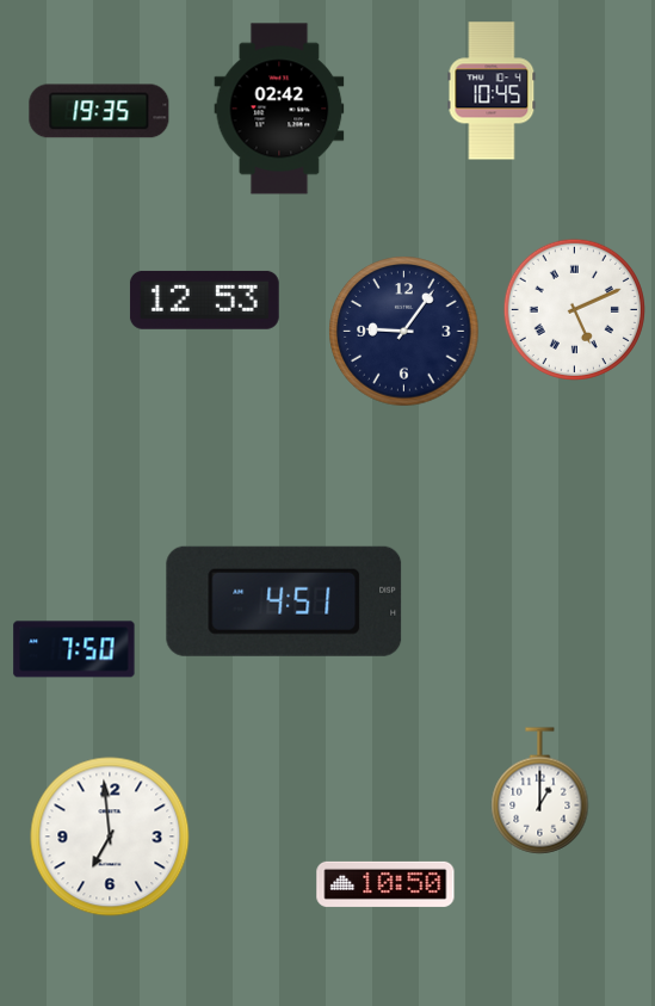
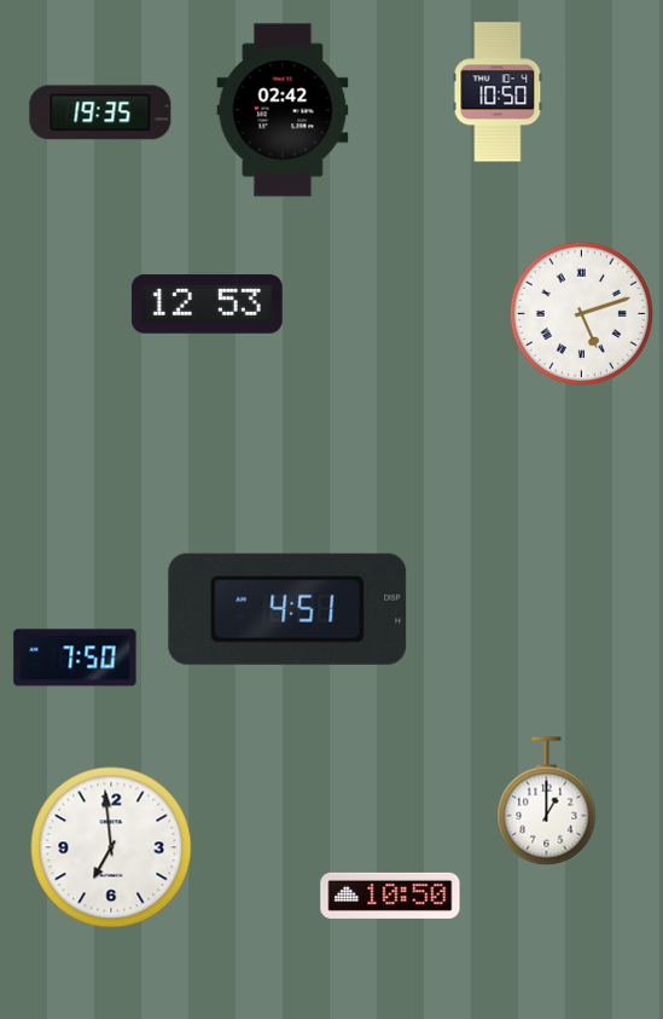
clock at (492, 91): 10:45 -> 10:50
clock at (574, 309): 5:11 -> 5:12
clock at (404, 332): 9:06 -> none
